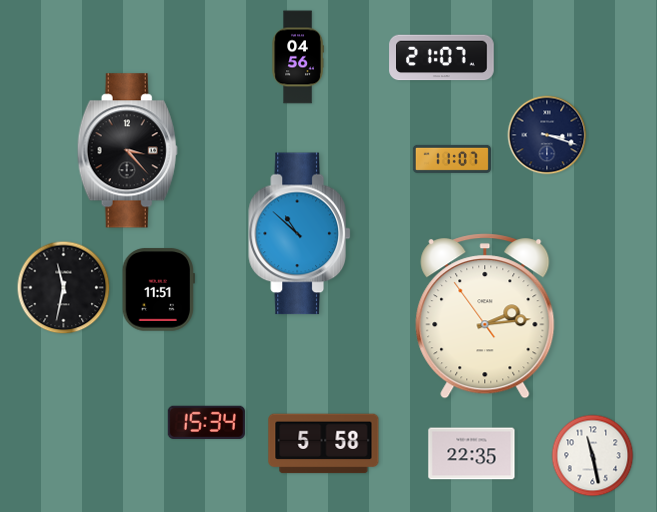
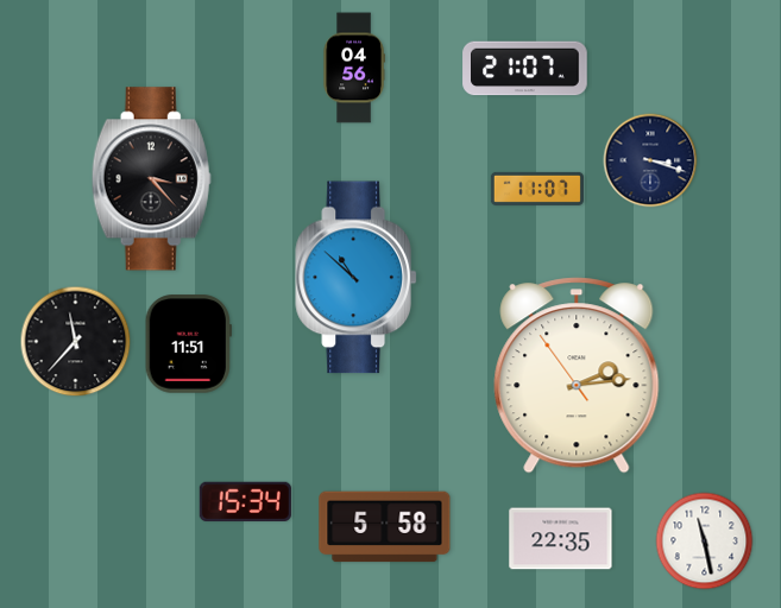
clock at (64, 288): 11:32 -> 11:37
